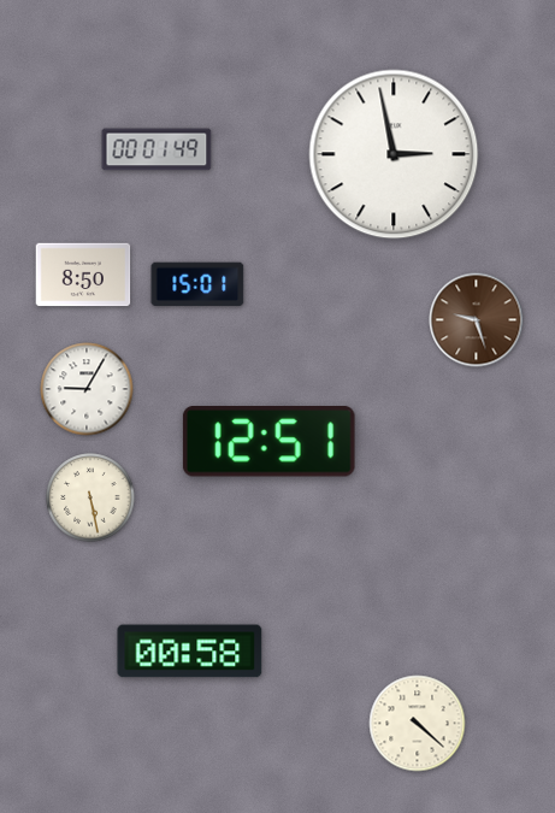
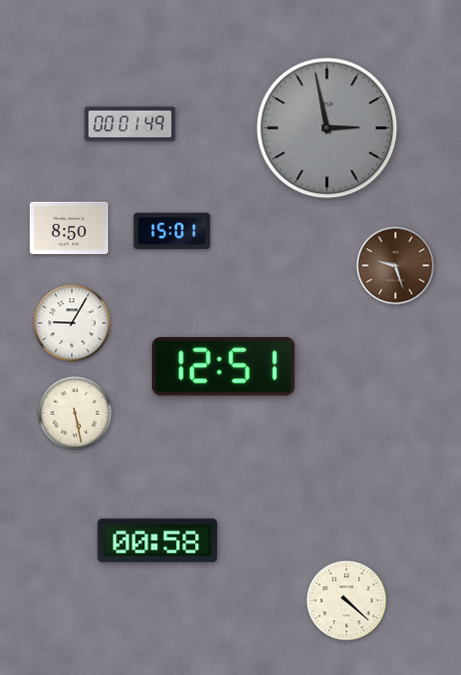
clock at (394, 154) dial: white -> grey
clock at (197, 284) position: (197, 284) -> (172, 231)
